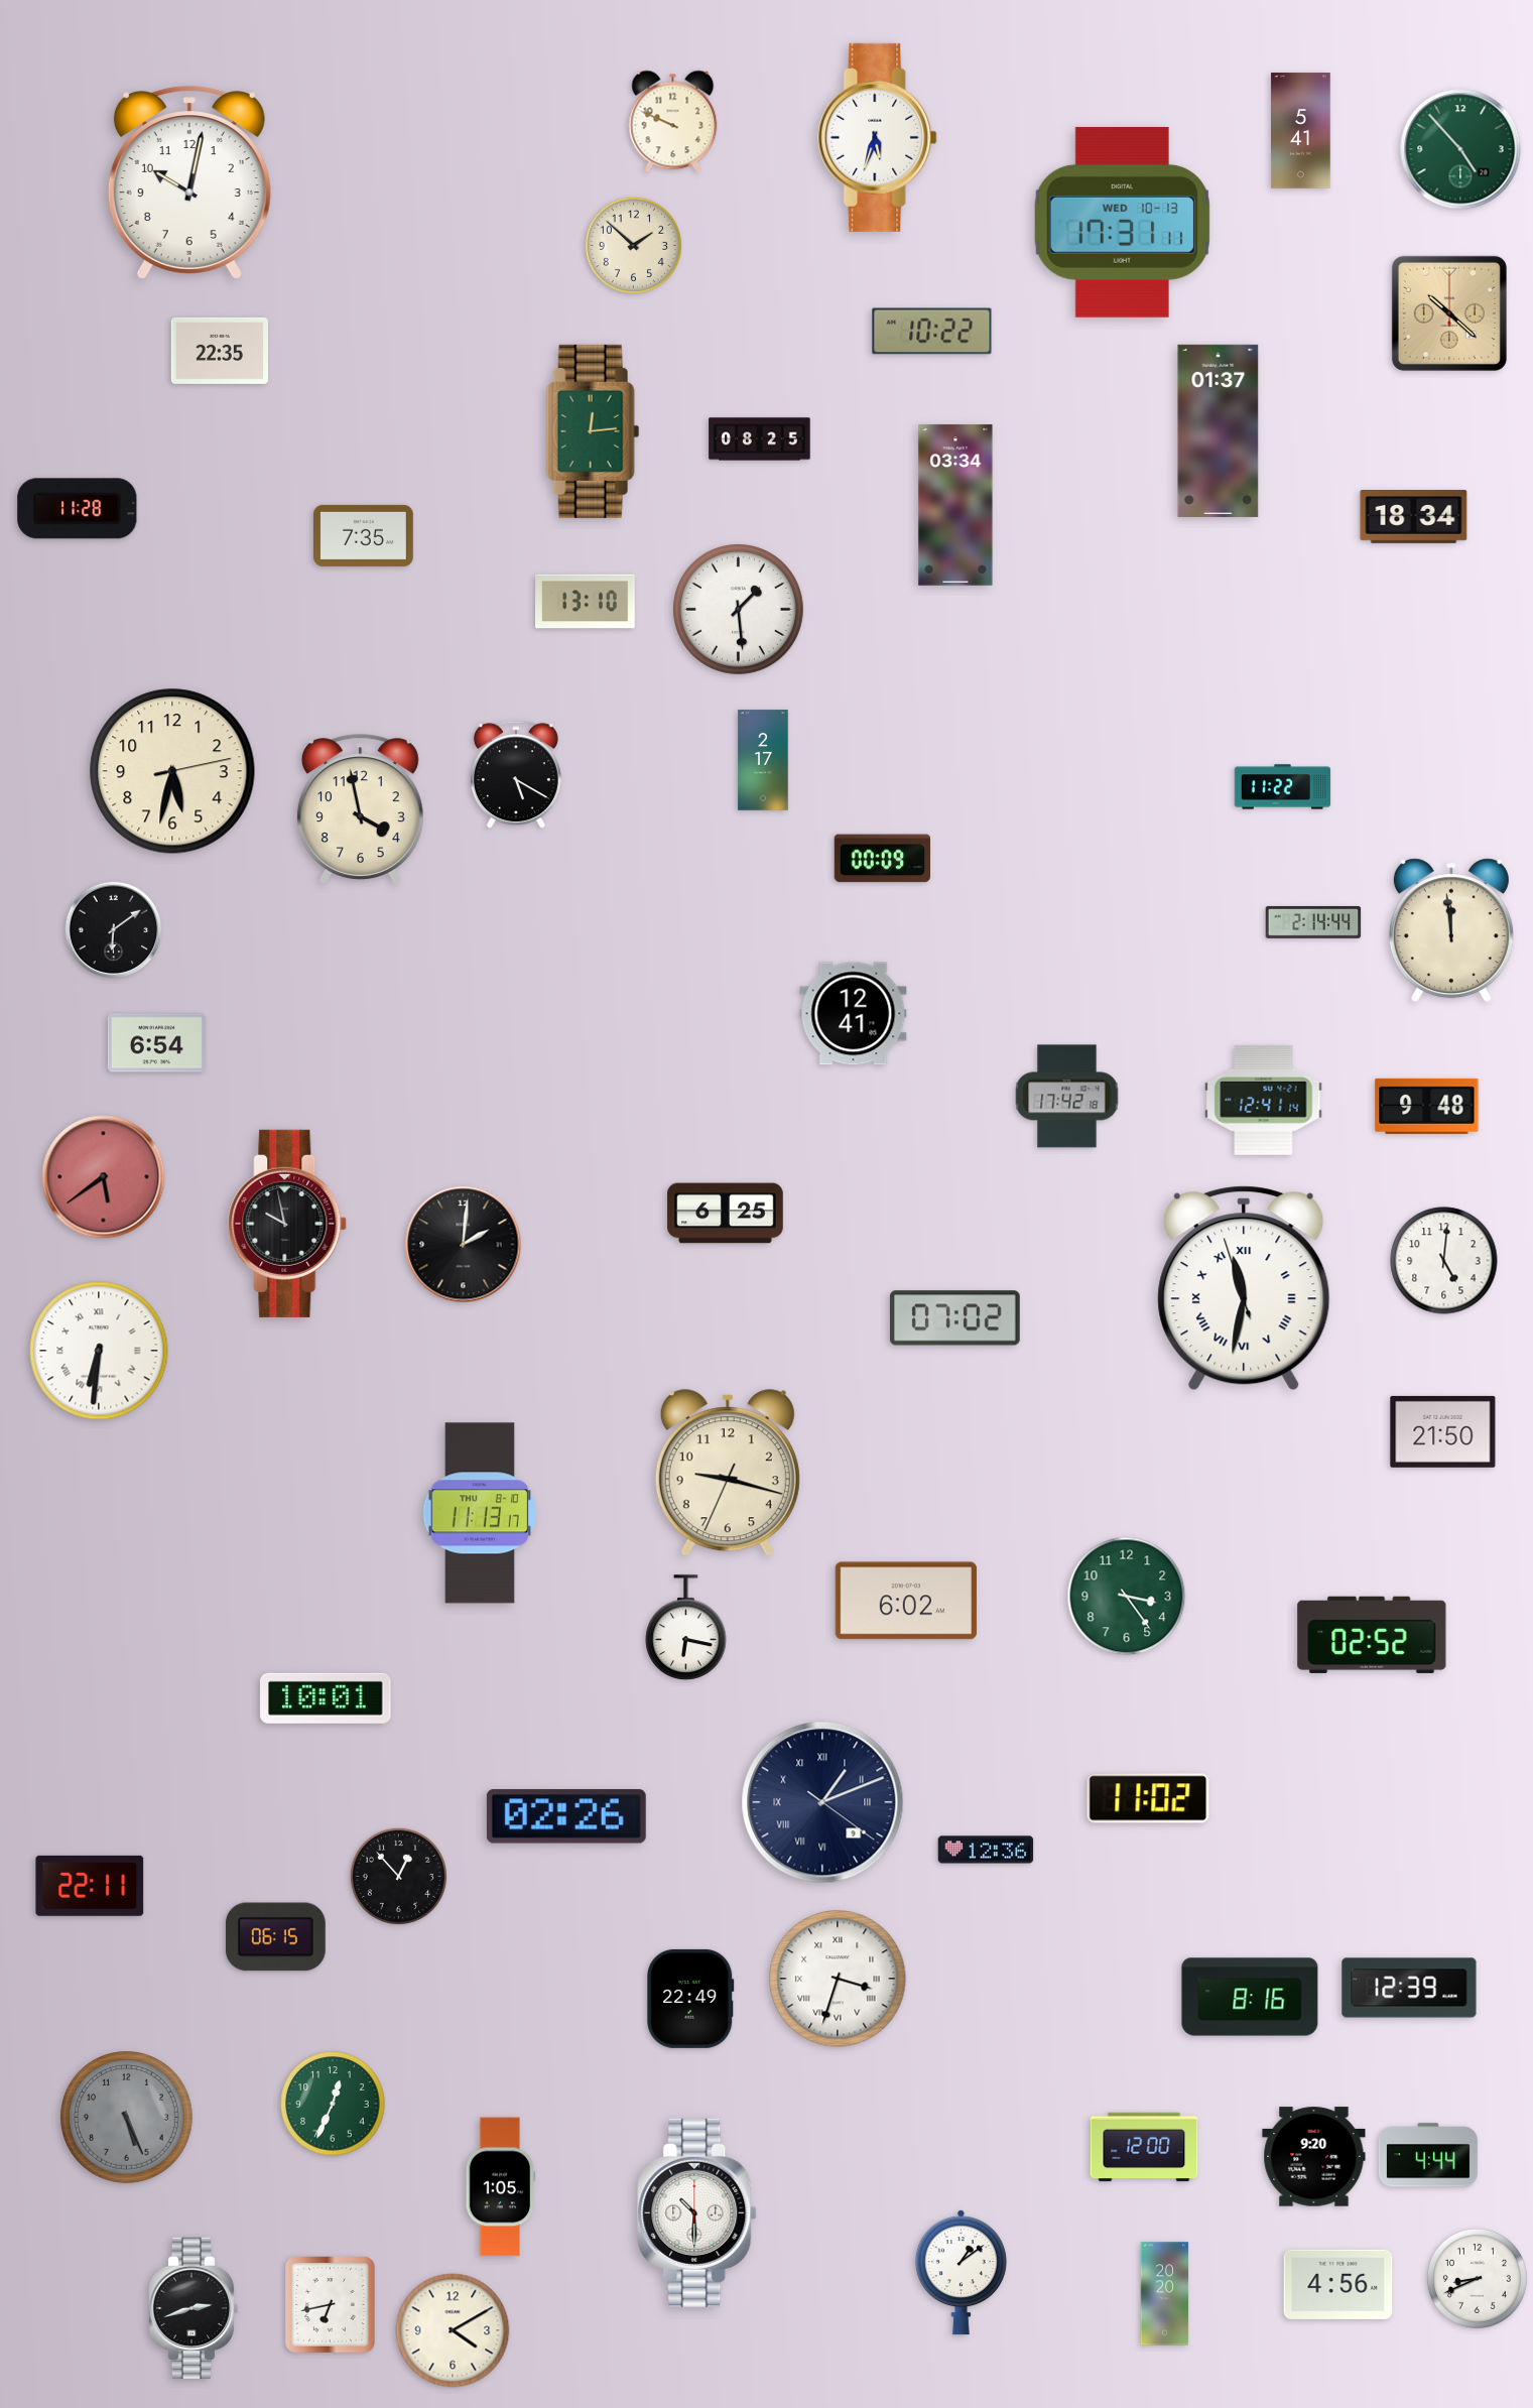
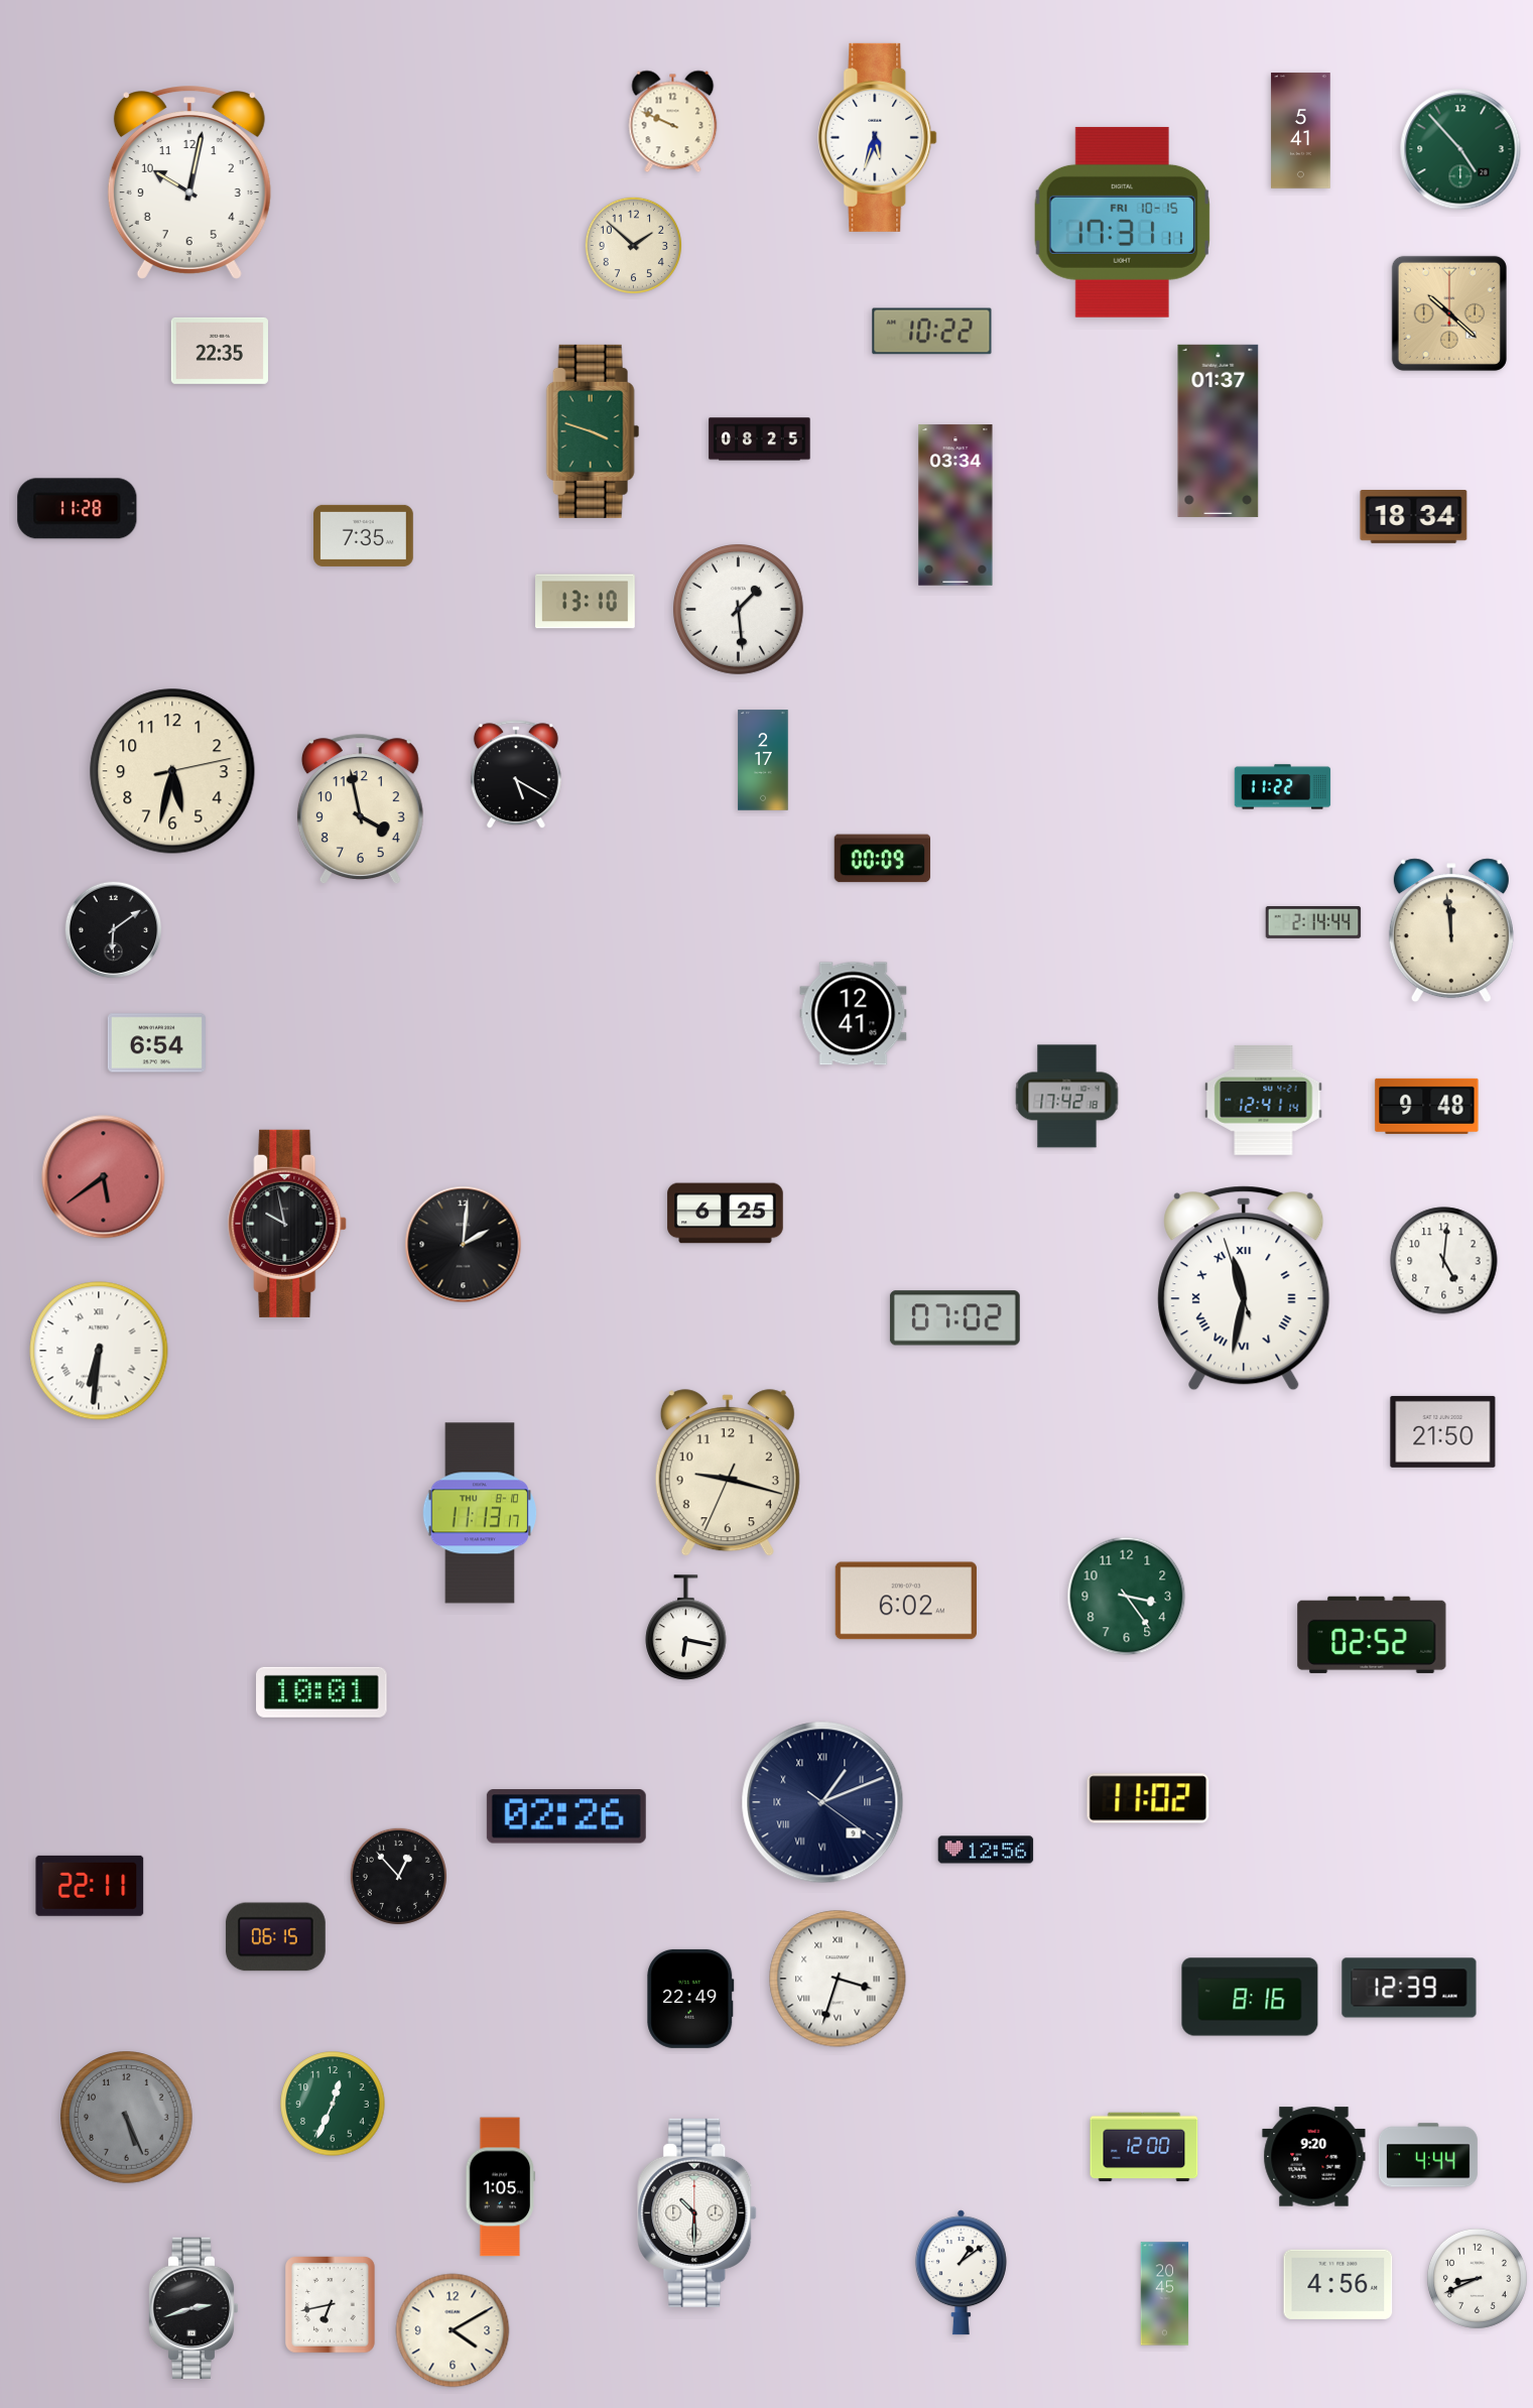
clock at (1122, 222) date: WED 10-13 -> FRI 10-15
clock at (593, 431): 12:14 -> 3:48
clock at (327, 1698) position: (327, 1698) -> (323, 1692)
clock at (986, 1850): 12:36 -> 12:56
clock at (1165, 2294): 20:20 -> 20:45
